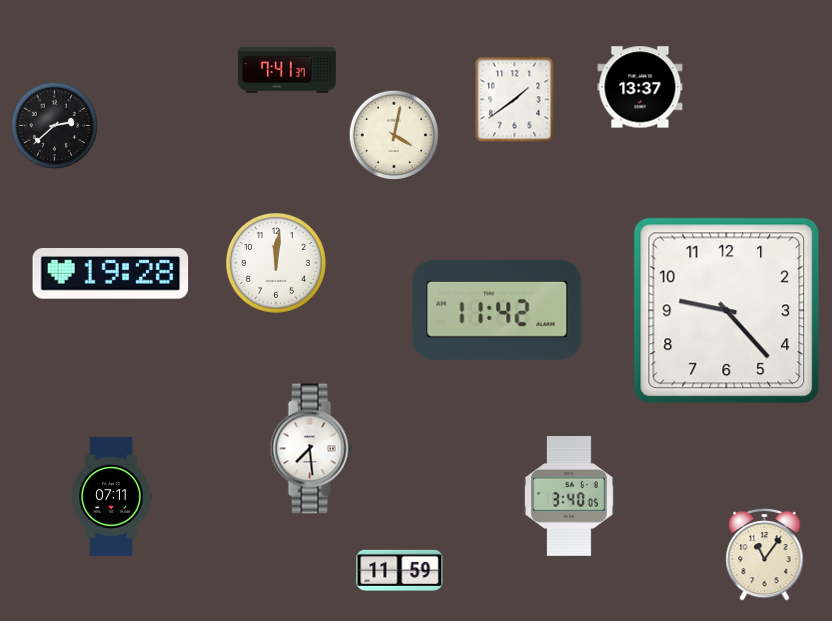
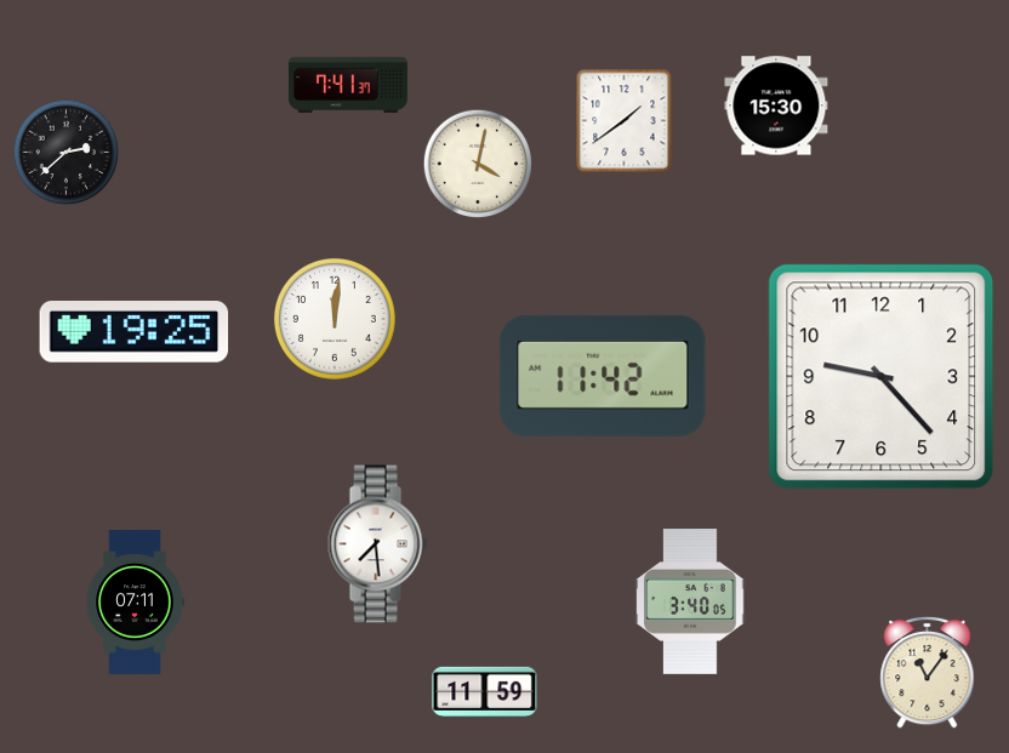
clock at (640, 87): 13:37 -> 15:30
clock at (111, 274): 19:28 -> 19:25
